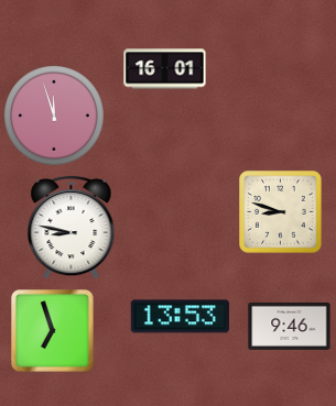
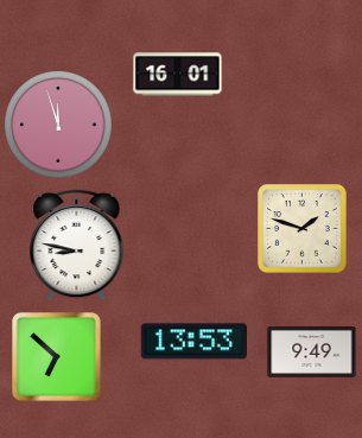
clock at (281, 212): 8:48 -> 1:48
clock at (290, 326): 9:46 -> 9:49
clock at (53, 331): 6:57 -> 6:52
